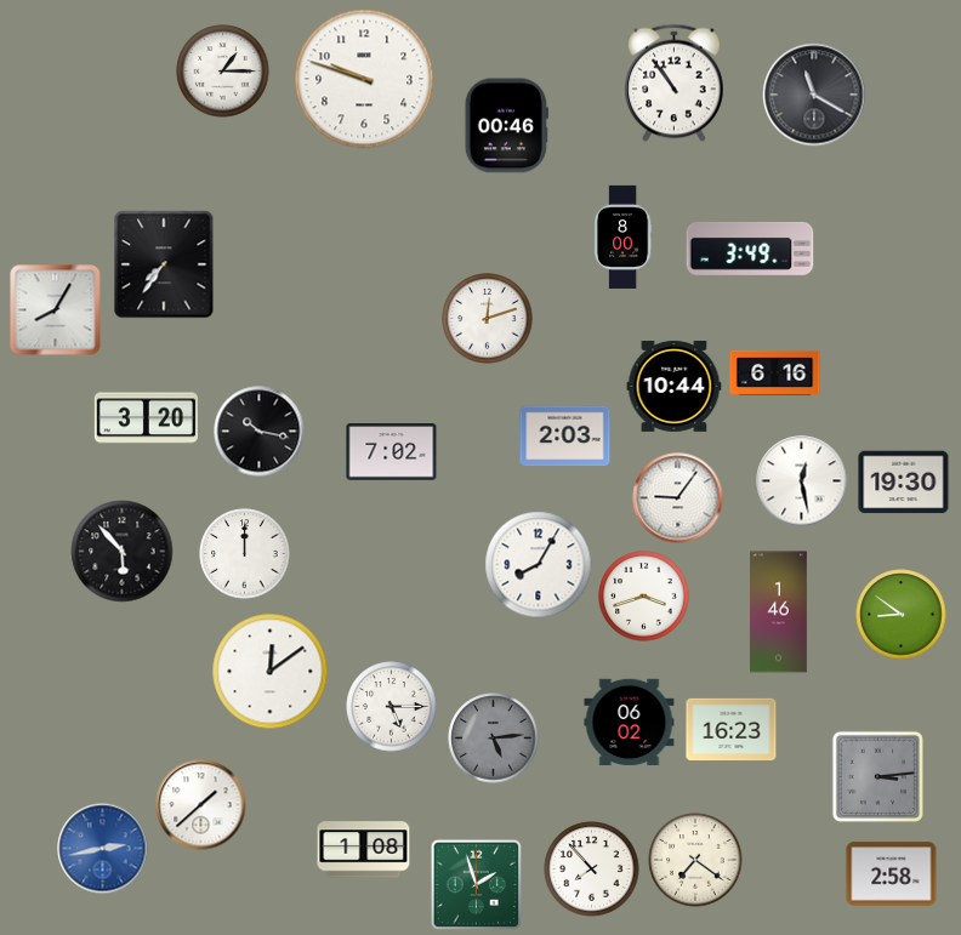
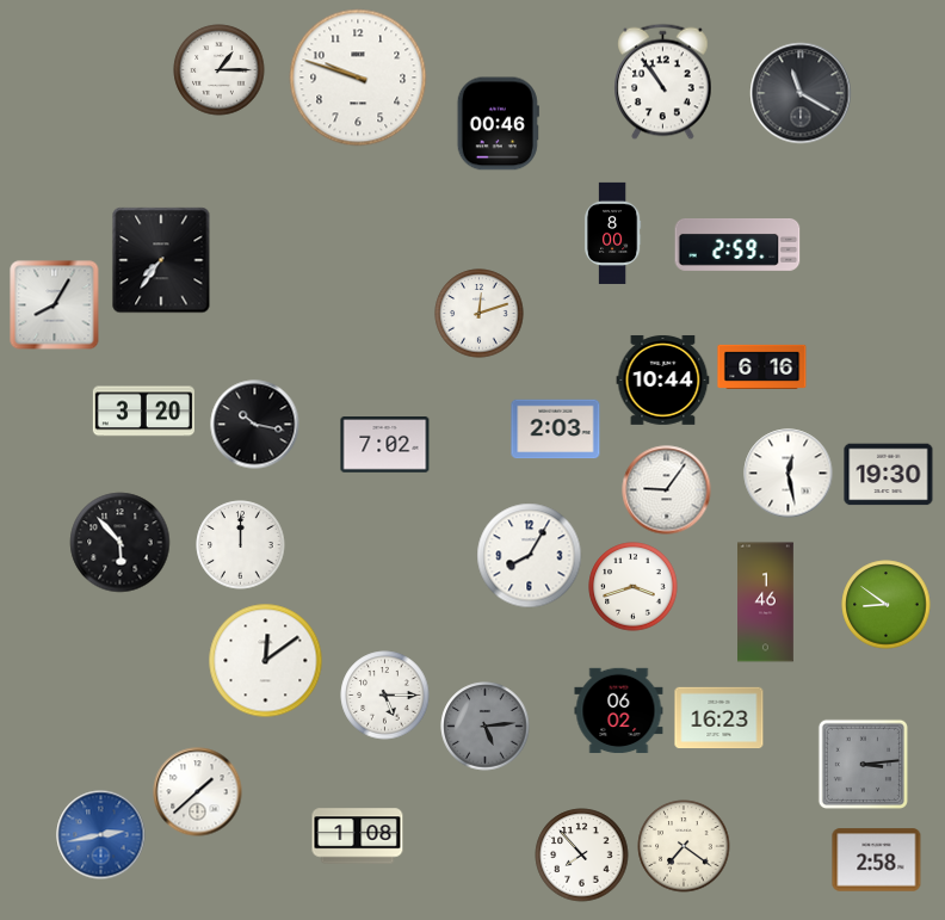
clock at (750, 250): 3:49 -> 2:59
clock at (477, 885): 1:57 -> none
